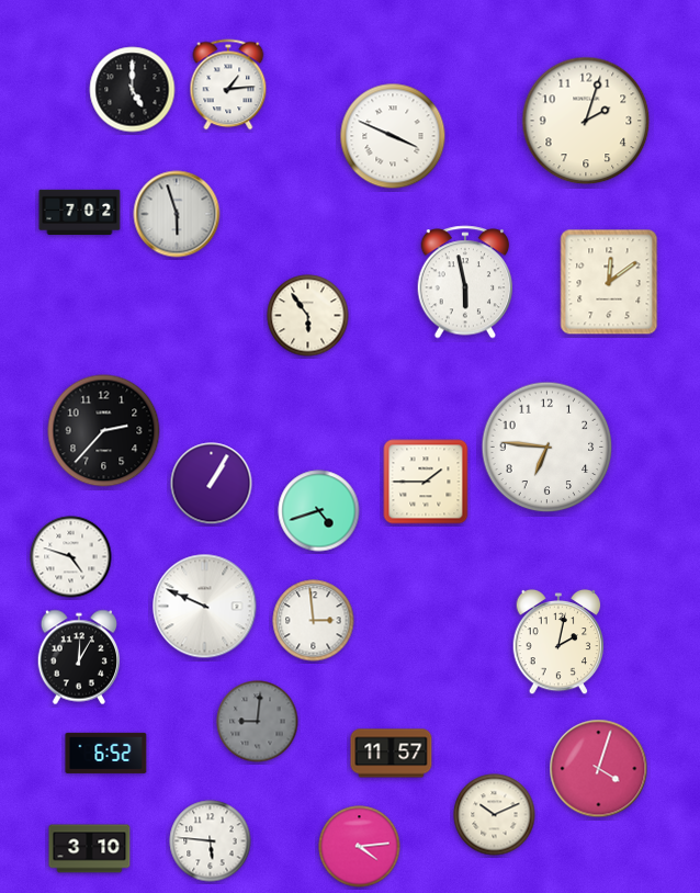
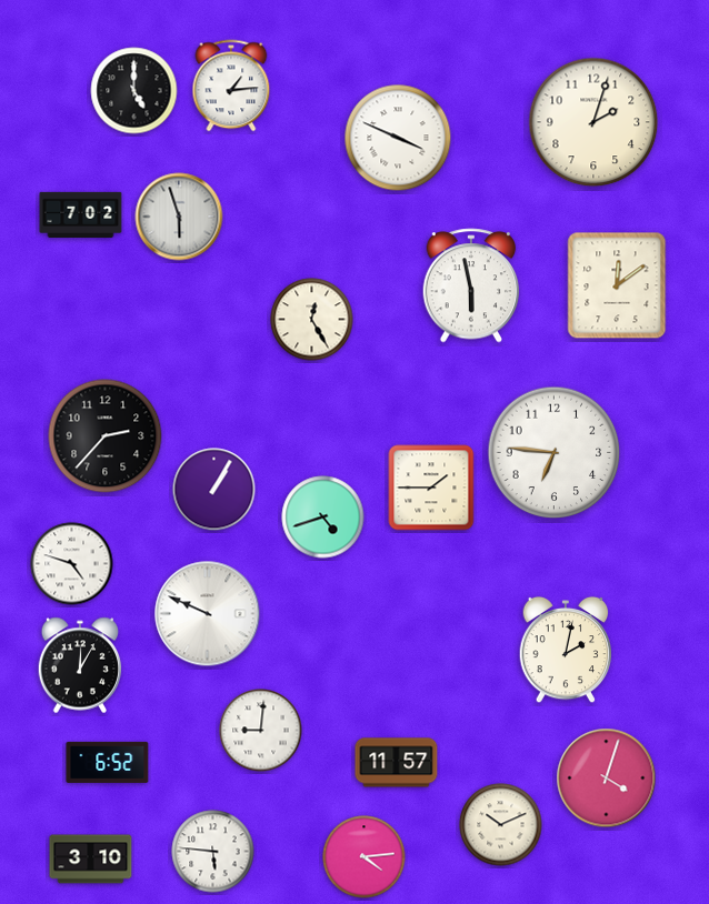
clock at (308, 316): 5:54 -> 12:25
clock at (314, 621): 2:59 -> none
clock at (258, 722) dial: grey -> white
